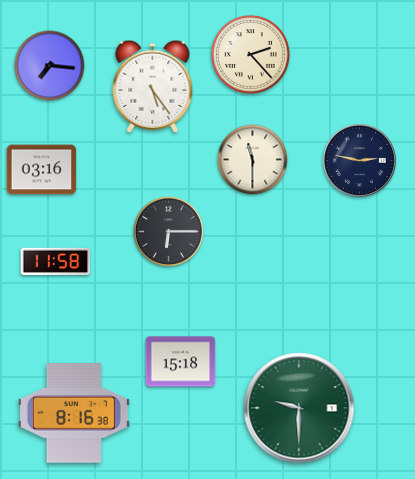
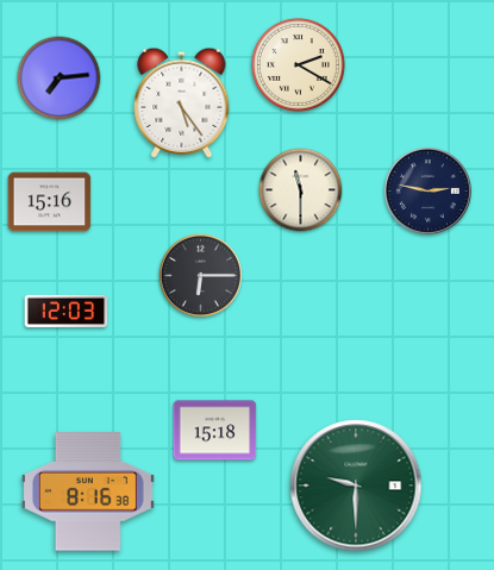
clock at (250, 54): 2:23 -> 2:20
clock at (50, 66): 7:16 -> 7:14
clock at (42, 170): 03:16 -> 15:16
clock at (56, 261): 11:58 -> 12:03
